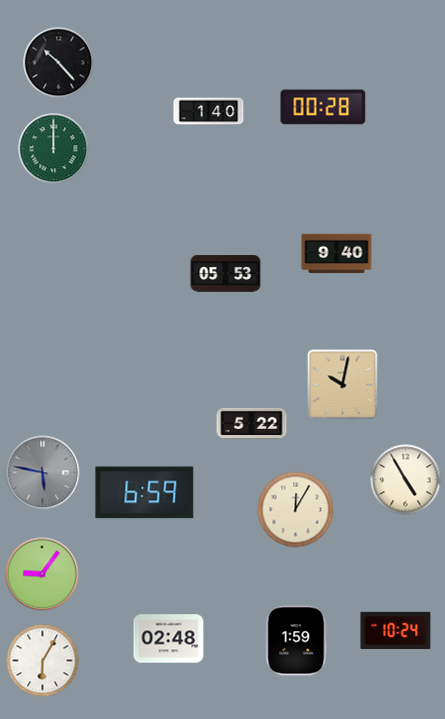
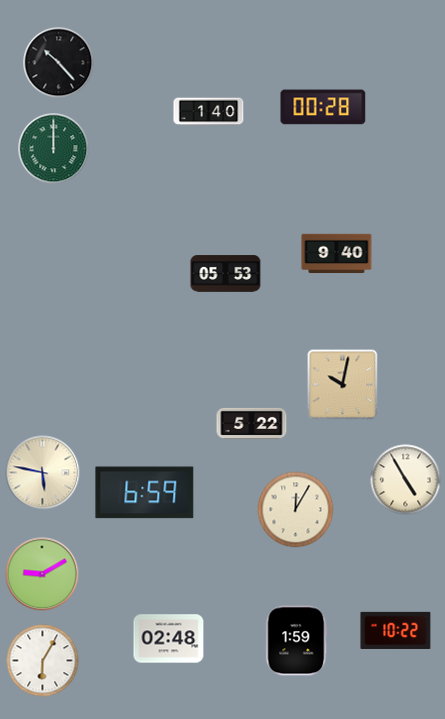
clock at (43, 473) dial: grey -> cream
clock at (42, 574): 9:06 -> 9:10
clock at (396, 630): 10:24 -> 10:22
